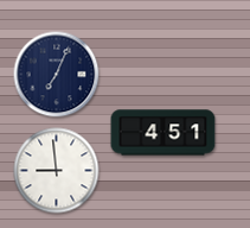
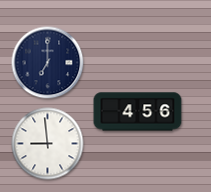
clock at (57, 75): 7:04 -> 7:00
clock at (164, 133): 4:51 -> 4:56
